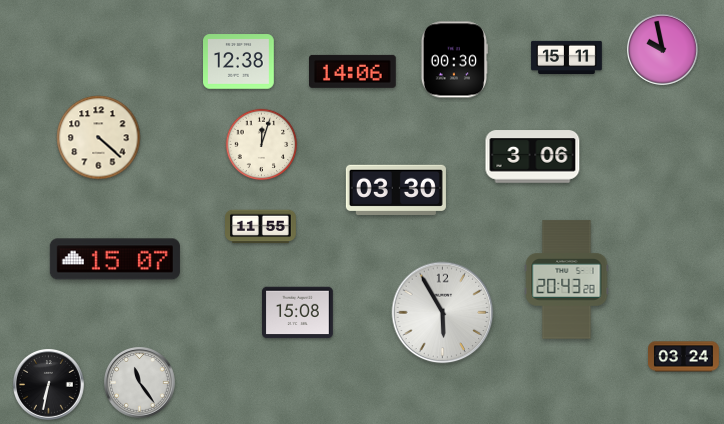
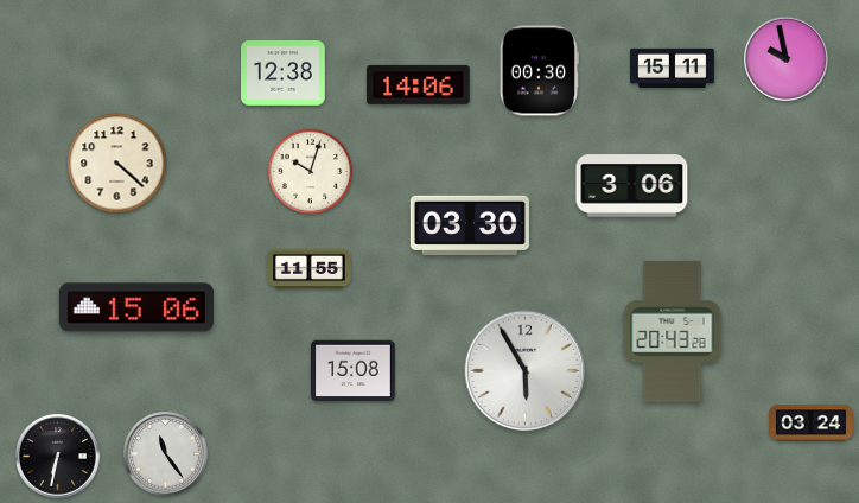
clock at (262, 145): 12:03 -> 10:03
clock at (115, 259): 15:07 -> 15:06
